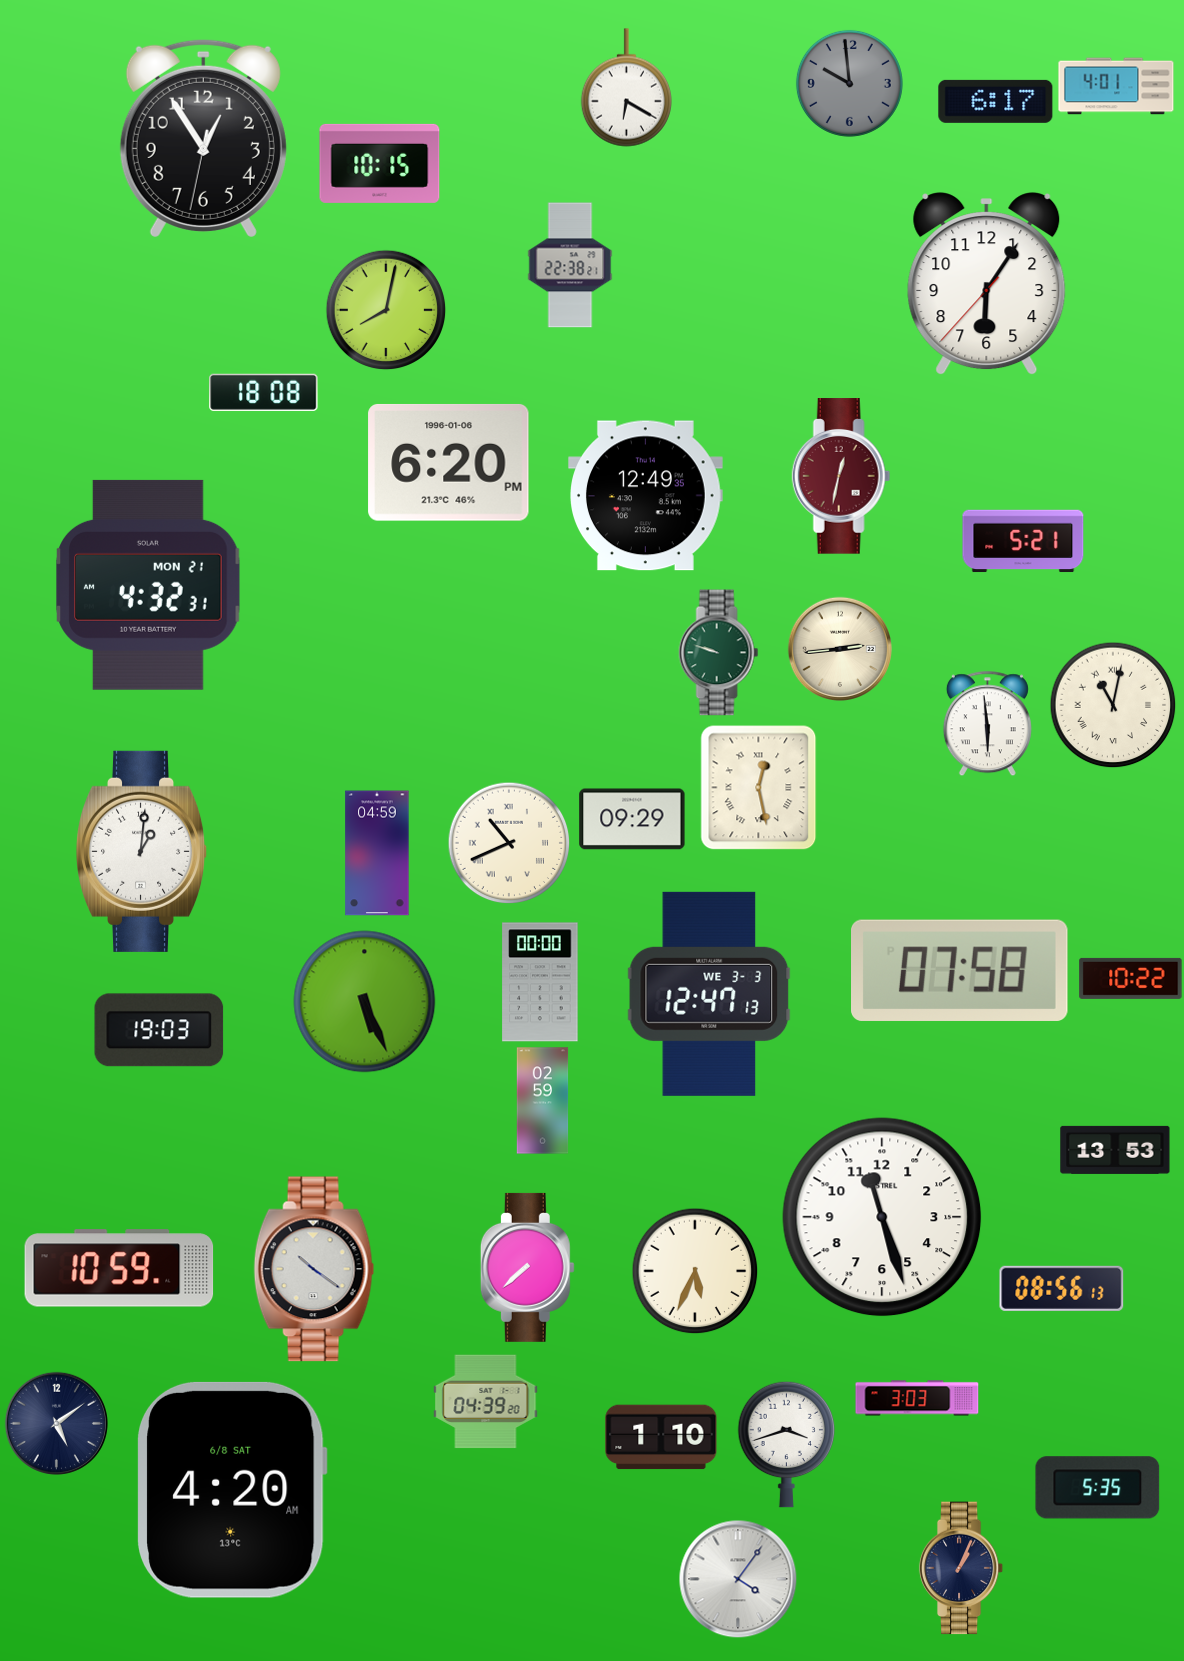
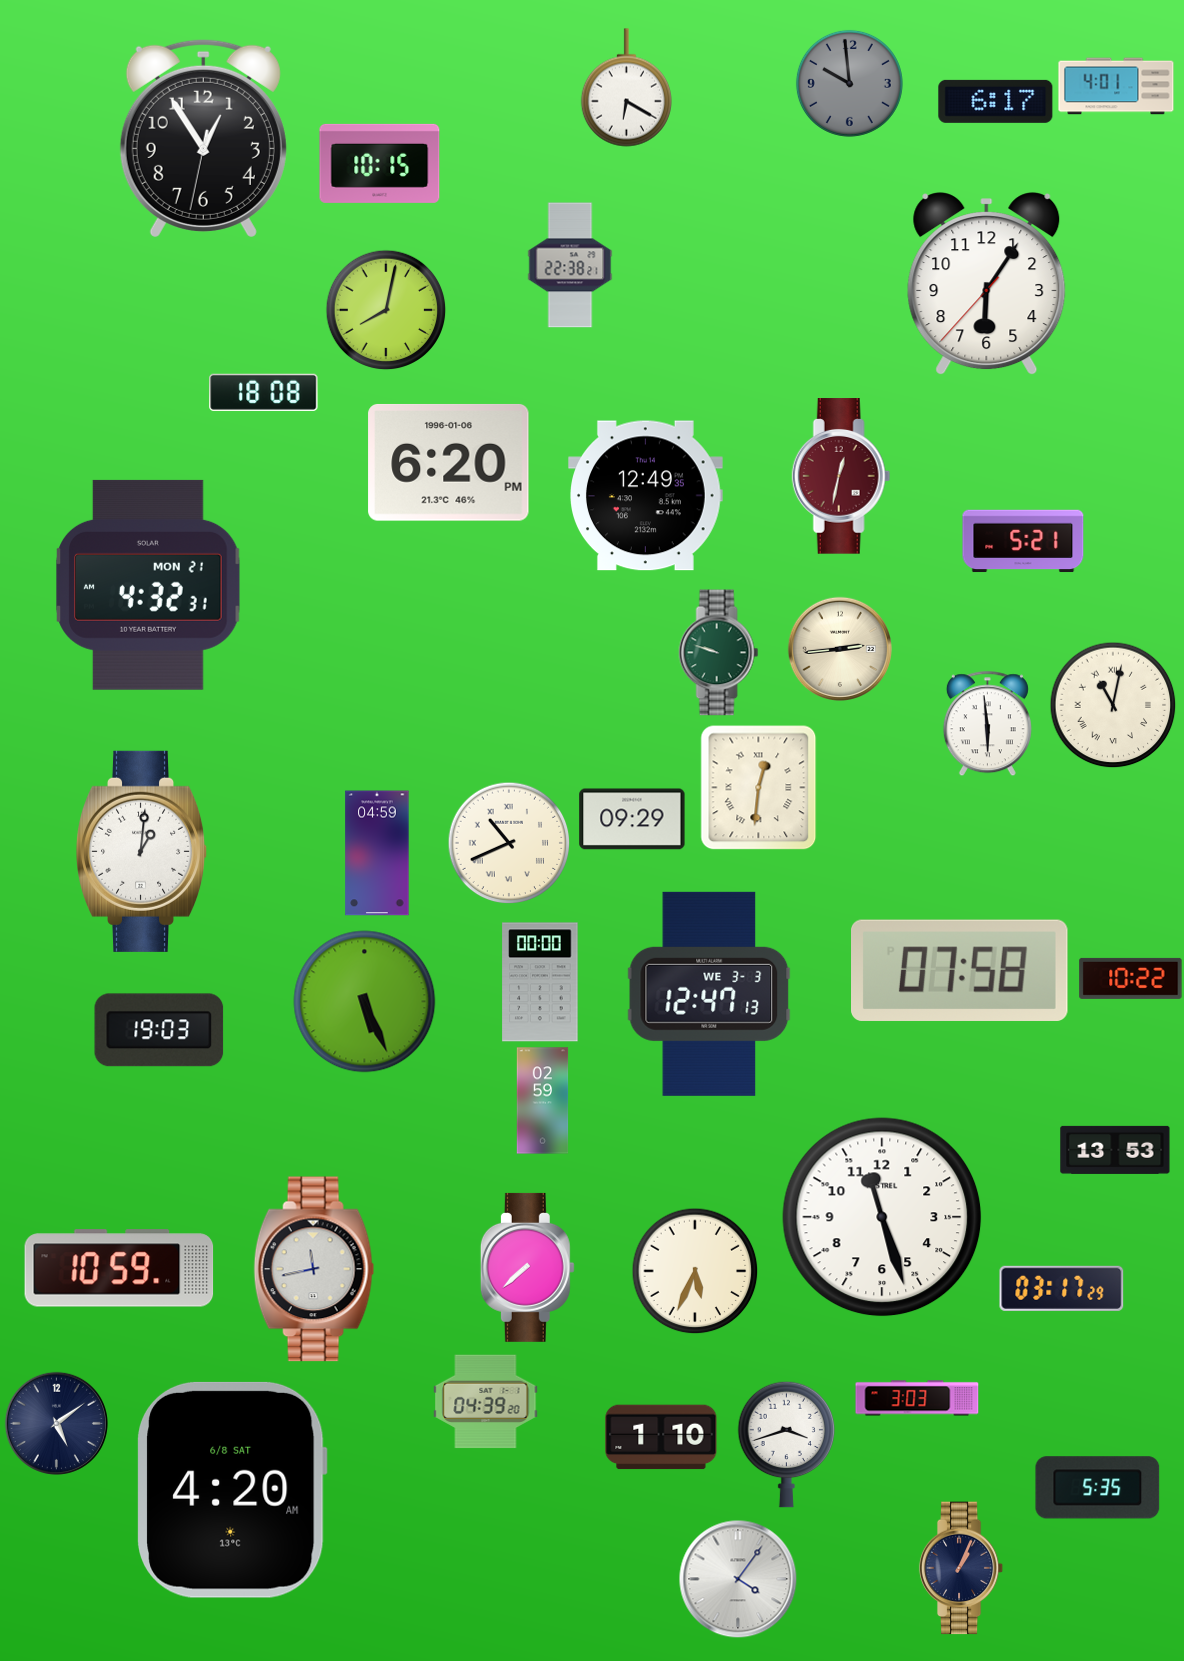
clock at (759, 787): 12:28 -> 12:31
clock at (314, 1269): 10:21 -> 11:43
clock at (1062, 1288): 08:56 -> 03:17
